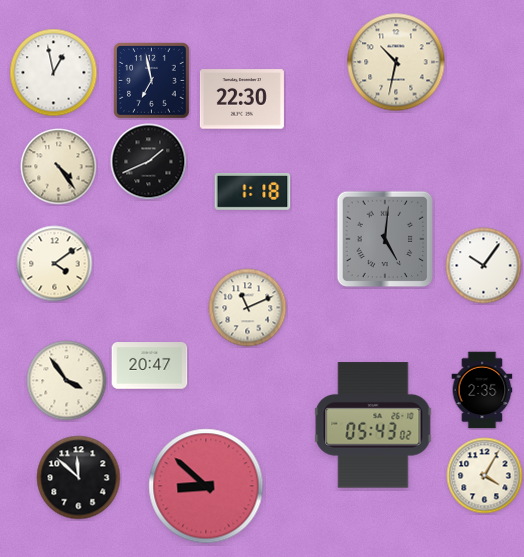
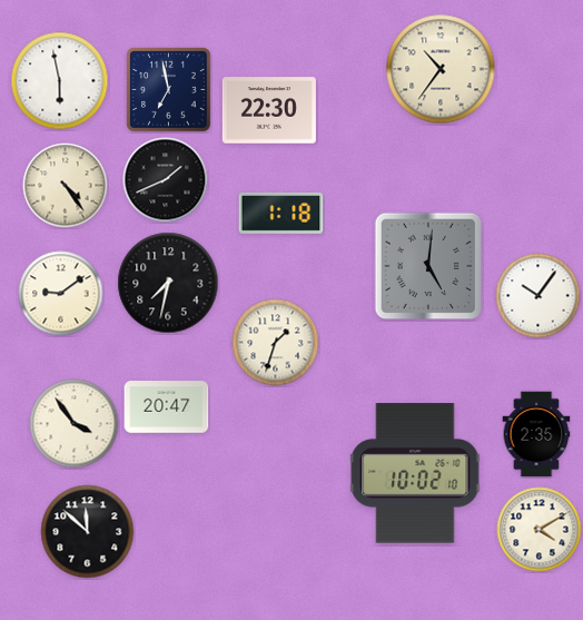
clock at (396, 62): 10:32 -> 10:36
clock at (54, 73): 12:58 -> 5:58
clock at (168, 283): none -> 7:32
clock at (55, 264): 4:09 -> 9:09
clock at (248, 308): 11:11 -> 1:33
clock at (373, 425): 05:43 -> 10:02
clock at (485, 476): 4:05 -> 4:10
clock at (206, 486): 8:52 -> none
